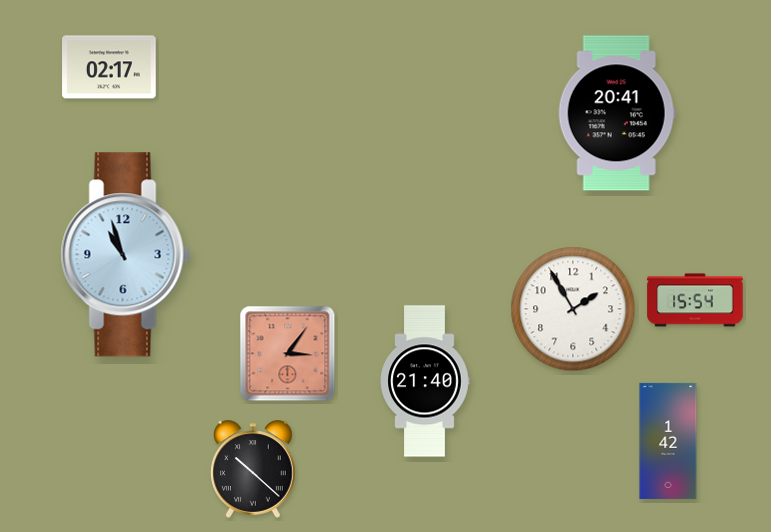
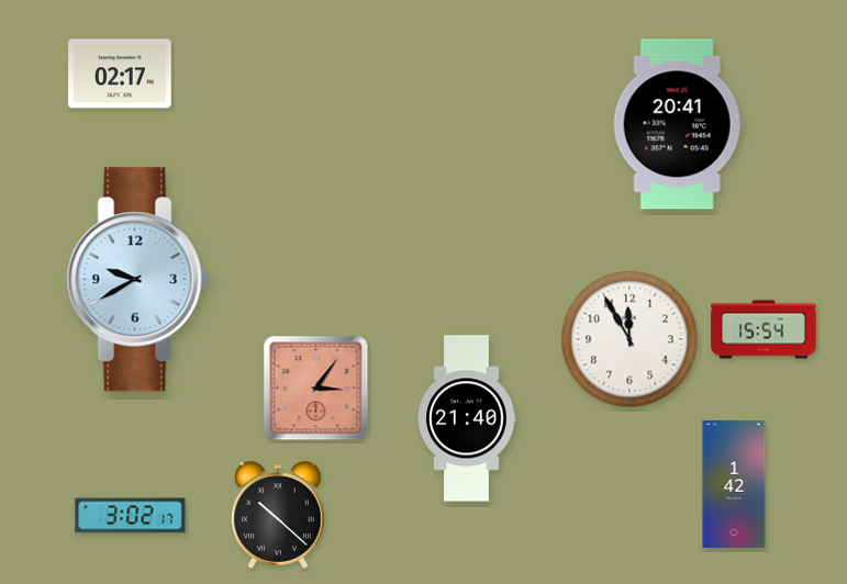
clock at (125, 255): 10:57 -> 9:40
clock at (573, 309): 1:55 -> 11:55
clock at (131, 516): none -> 3:02
